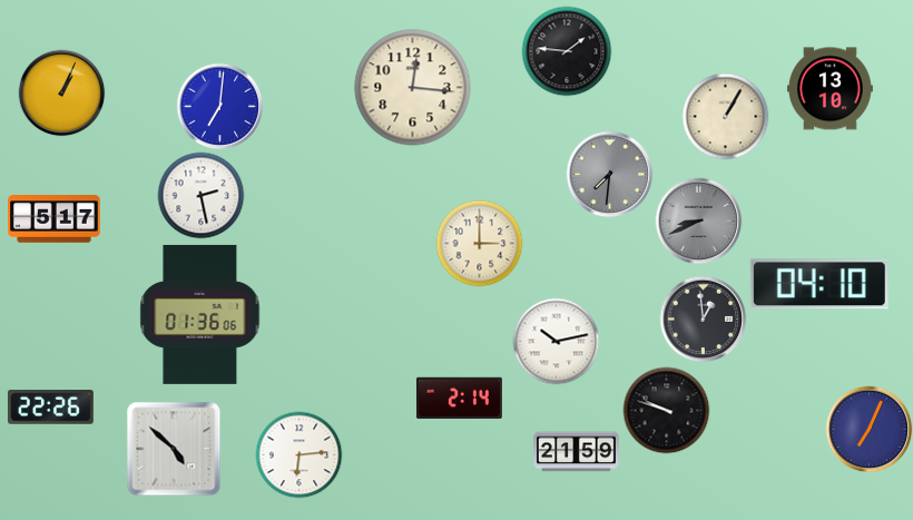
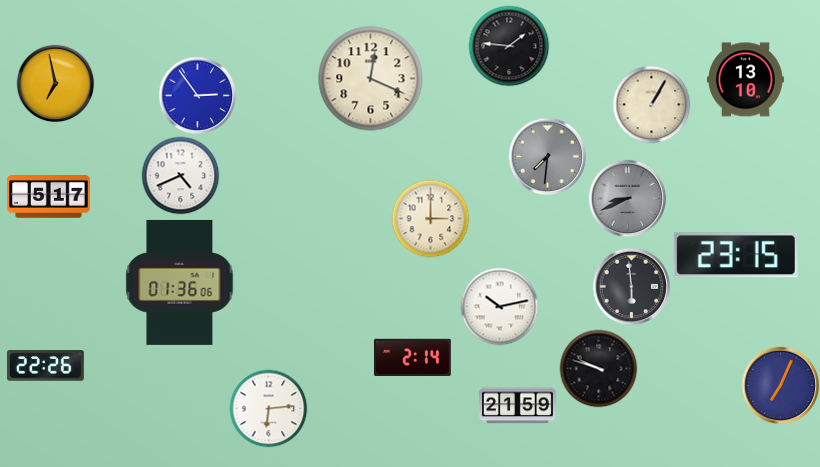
clock at (413, 88): 12:16 -> 12:19
clock at (61, 92): 1:04 -> 6:58
clock at (219, 106): 7:01 -> 2:54
clock at (200, 195): 2:28 -> 4:41
clock at (819, 284): 04:10 -> 23:15
clock at (703, 318): 12:59 -> 5:59
clock at (174, 449): 4:52 -> none
